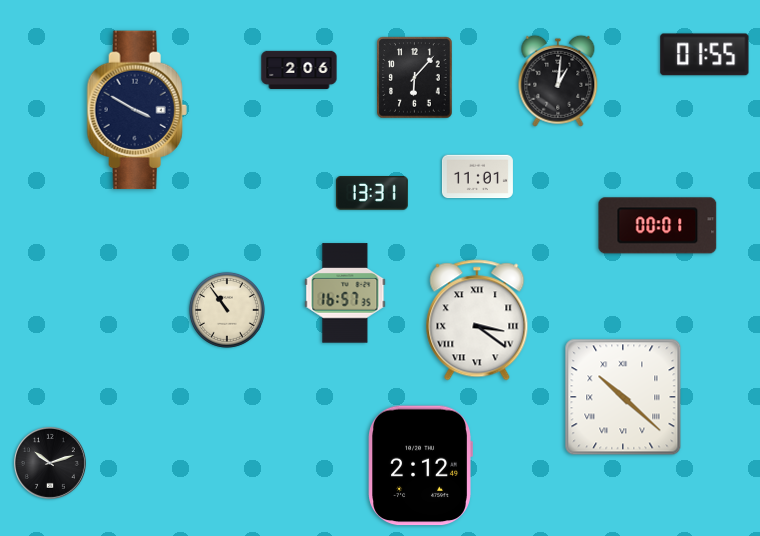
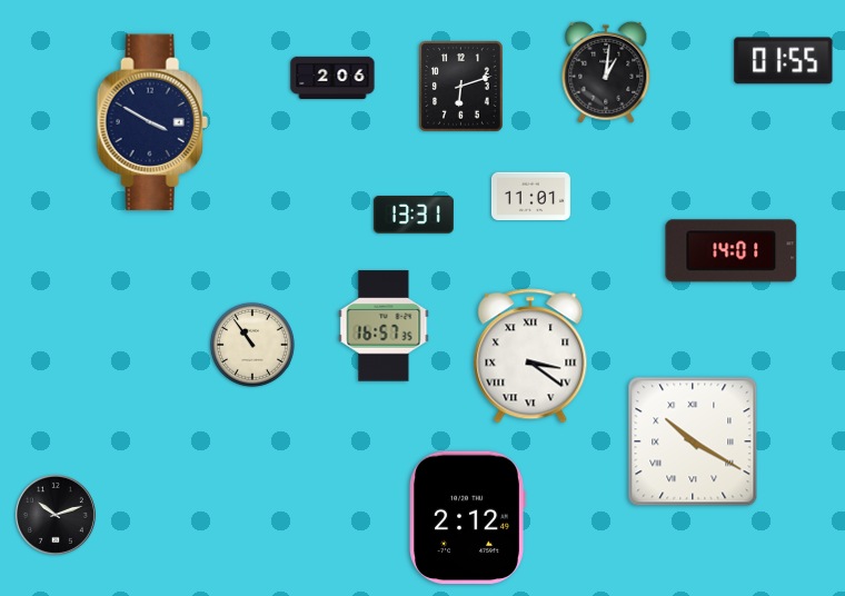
clock at (415, 78): 6:07 -> 6:12
clock at (558, 81) position: (558, 81) -> (606, 72)
clock at (658, 226): 00:01 -> 14:01
clock at (623, 397): 10:22 -> 10:20
